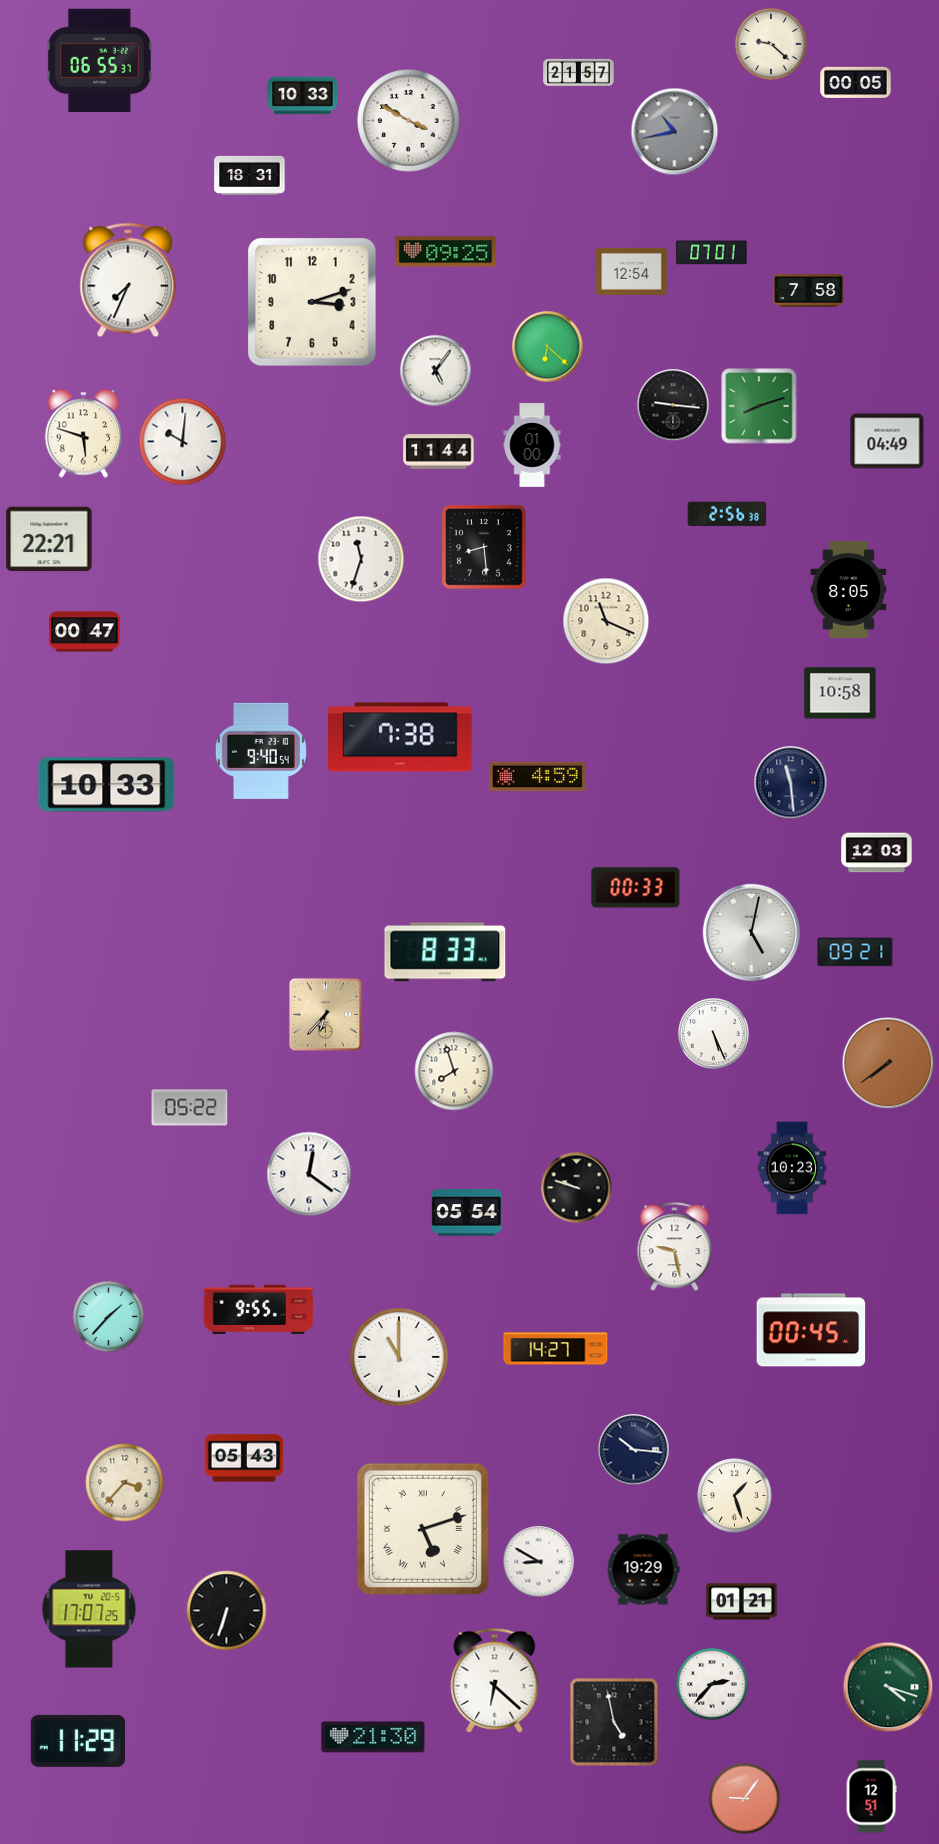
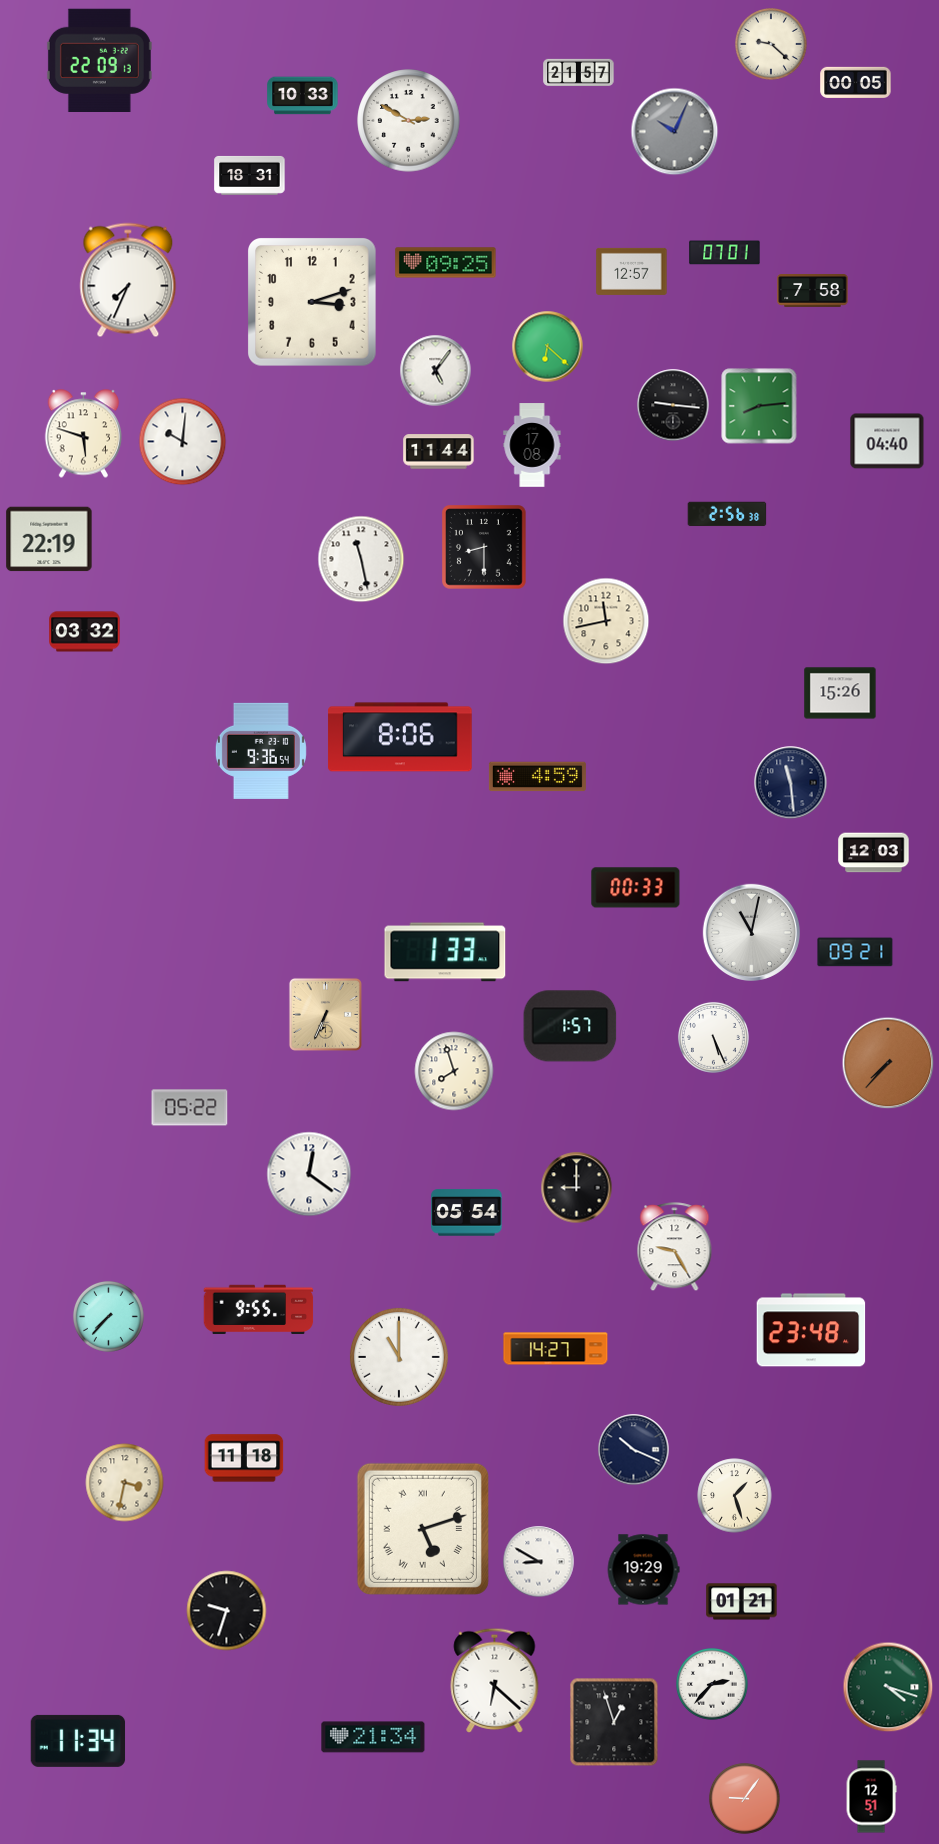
clock at (99, 60): 06:55 -> 22:09
clock at (409, 121): 3:50 -> 2:50
clock at (675, 132): 10:43 -> 10:04
clock at (446, 252) position: (446, 252) -> (446, 263)
clock at (712, 253) position: (712, 253) -> (725, 253)
clock at (632, 271): 12:54 -> 12:57
clock at (809, 291) position: (809, 291) -> (813, 291)
clock at (759, 406): 8:12 -> 8:14
clock at (887, 441): 04:49 -> 04:40
clock at (532, 445): 01:00 -> 17:08
clock at (49, 539): 22:21 -> 22:19
clock at (484, 547): 8:29 -> 8:30
clock at (361, 559): 11:33 -> 11:28
clock at (849, 589): 8:05 -> none
clock at (606, 621): 11:19 -> 11:43
clock at (85, 632): 00:47 -> 03:32
clock at (840, 693): 10:58 -> 15:26
clock at (400, 737): 7:38 -> 8:06
clock at (261, 751): 9:40 -> 9:36
clock at (107, 785): 10:33 -> none
clock at (877, 853) position: (877, 853) -> (874, 853)
clock at (751, 932): 5:02 -> 11:02
clock at (445, 952): 8:33 -> 1:33
clock at (325, 1014): 6:37 -> 6:34
clock at (570, 1026): none -> 1:57
clock at (713, 1033) position: (713, 1033) -> (713, 1037)
clock at (888, 1063): 7:39 -> 7:37
clock at (792, 1168): 10:23 -> none
clock at (577, 1188): 9:48 -> 9:00
clock at (675, 1247): 9:28 -> 9:25
clock at (108, 1316): 1:37 -> 7:37
clock at (811, 1330): 00:45 -> 23:48
clock at (634, 1450): 10:16 -> 10:19
clock at (244, 1458): 05:43 -> 11:18
clock at (125, 1483): 3:37 -> 3:32
clock at (89, 1609): 17:07 -> none
clock at (227, 1611): 6:33 -> 9:33
clock at (614, 1722): 4:58 -> 12:57
clock at (373, 1737): 21:30 -> 21:34
clock at (78, 1741): 11:29 -> 11:34
